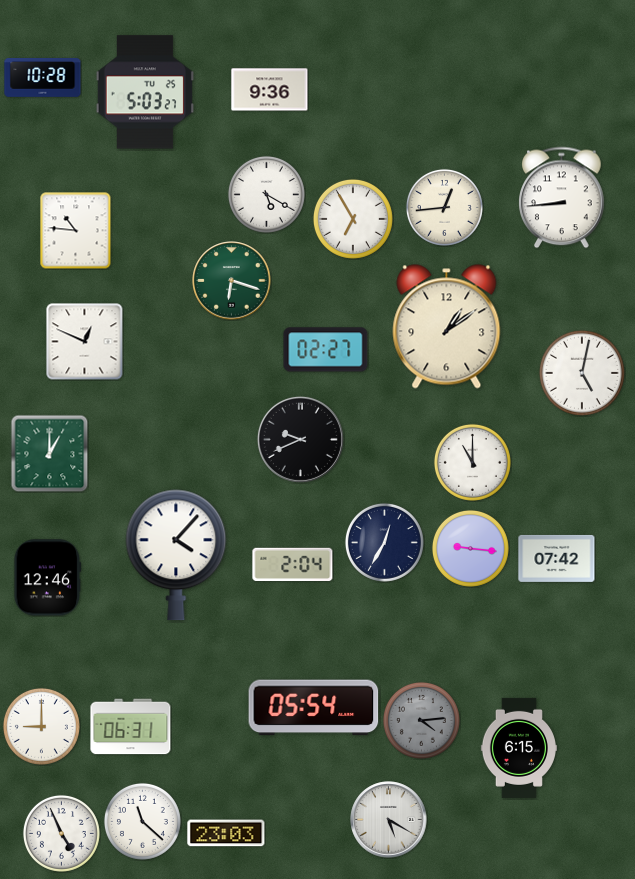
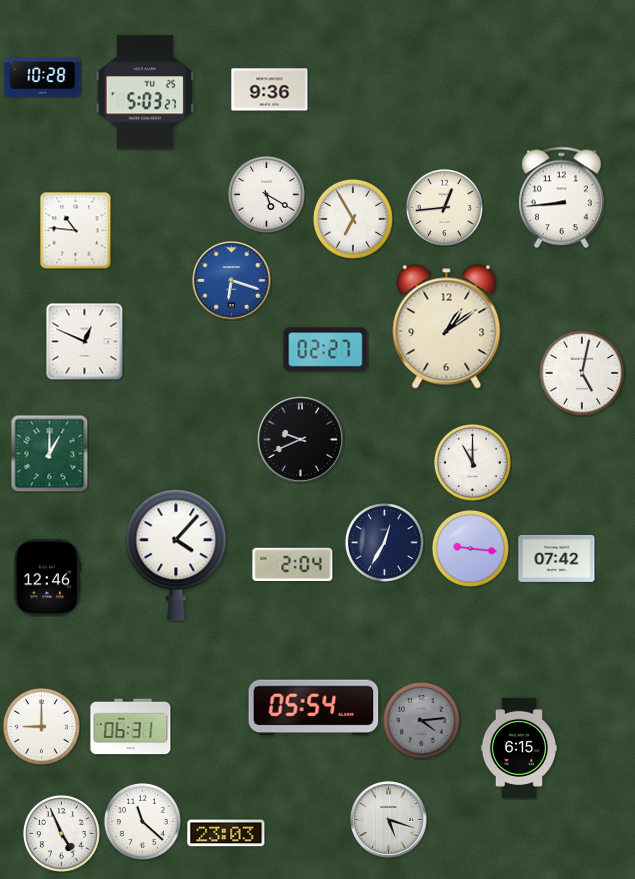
clock at (232, 281) dial: green -> blue
clock at (389, 820): 5:20 -> 5:18
